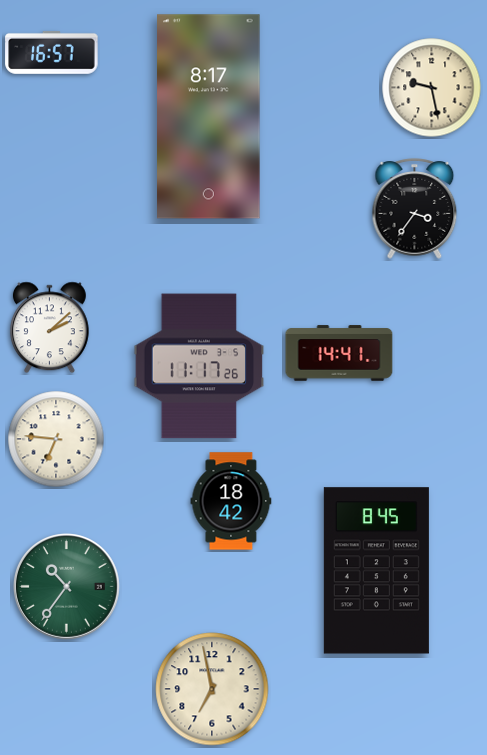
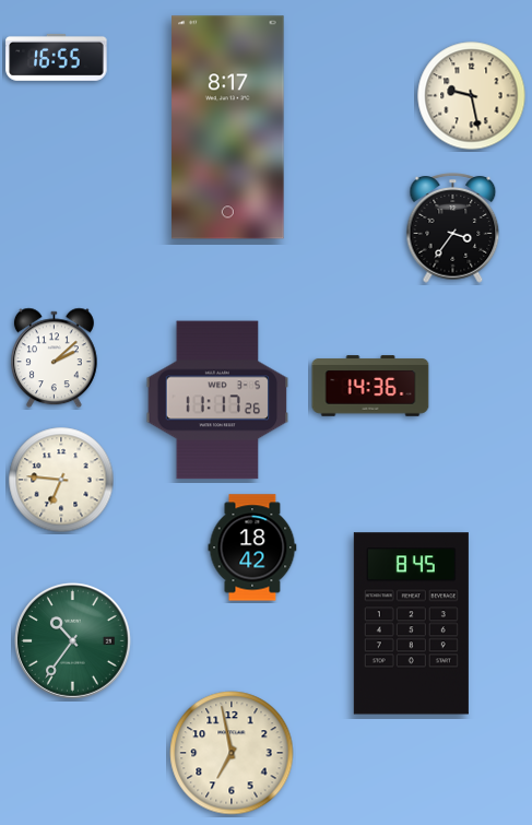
clock at (52, 52): 16:57 -> 16:55
clock at (339, 353): 14:41 -> 14:36
